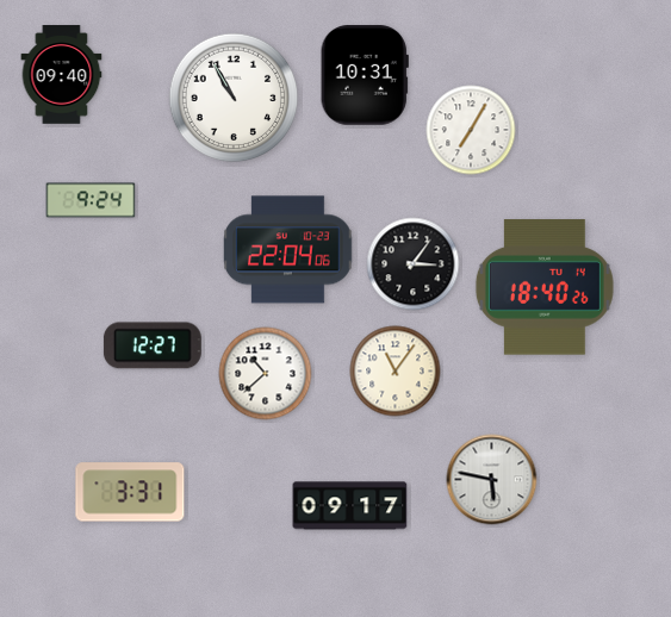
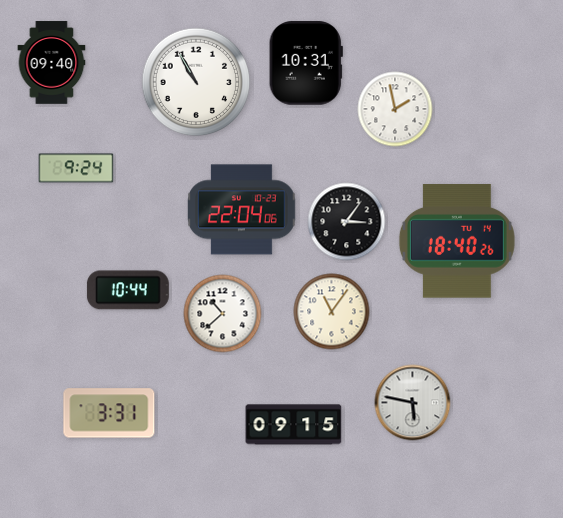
clock at (471, 130): 7:05 -> 1:58
clock at (153, 345): 12:27 -> 10:44
clock at (350, 506): 09:17 -> 09:15
